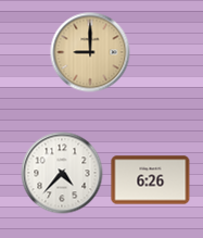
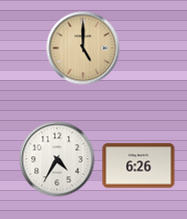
clock at (90, 52): 9:00 -> 5:00
clock at (62, 173): 4:37 -> 4:35
